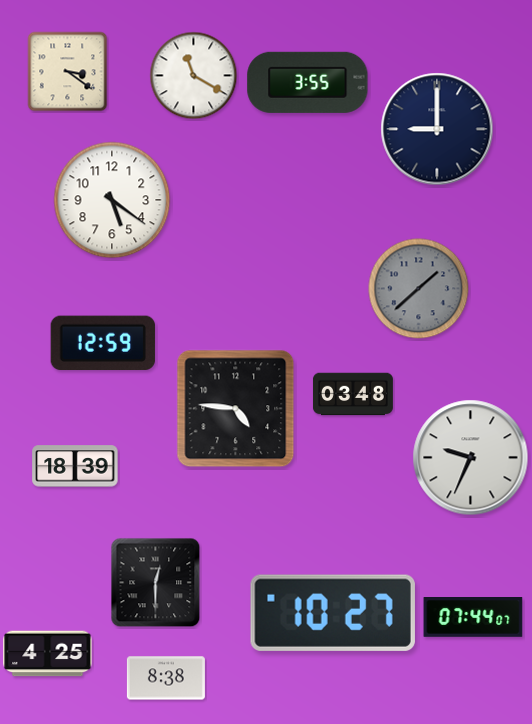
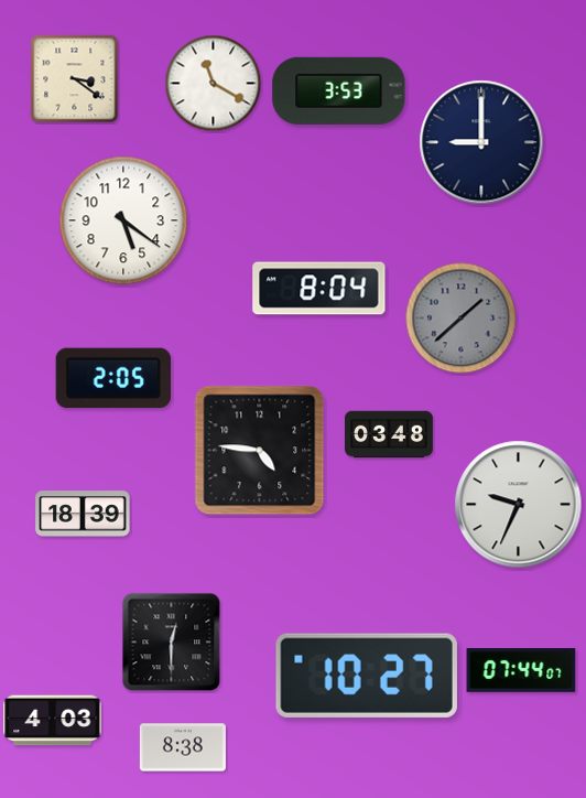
clock at (308, 82): 3:55 -> 3:53
clock at (319, 289): none -> 8:04
clock at (103, 343): 12:59 -> 2:05
clock at (473, 617) position: (473, 617) -> (521, 670)
clock at (48, 654): 4:25 -> 4:03
